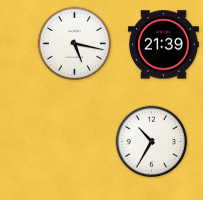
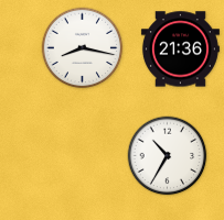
clock at (75, 44): 5:17 -> 8:17
clock at (163, 45): 21:39 -> 21:36
